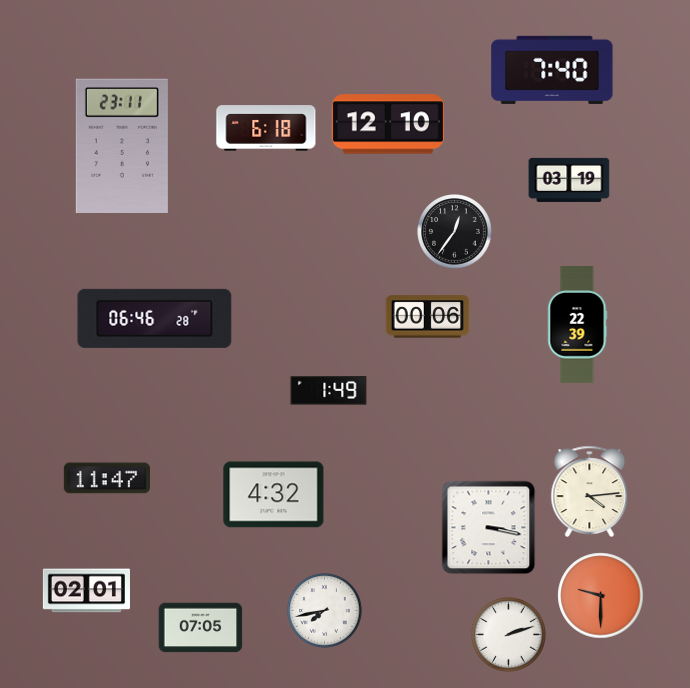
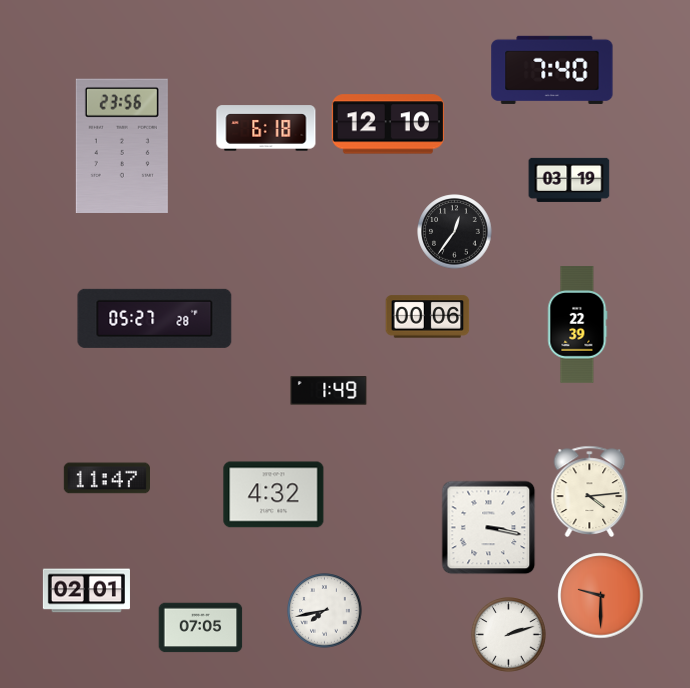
clock at (122, 146): 23:11 -> 23:56
clock at (155, 318): 06:46 -> 05:27
